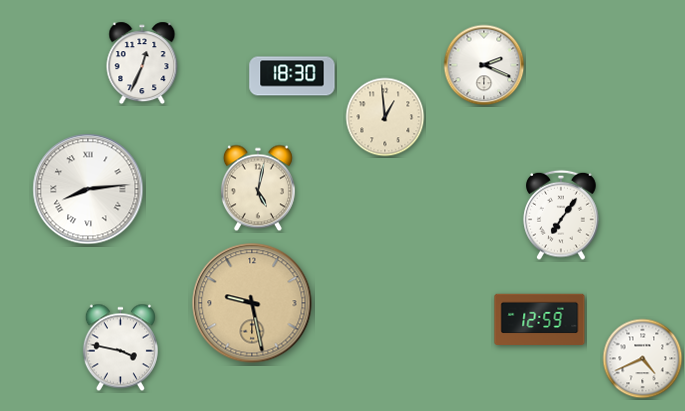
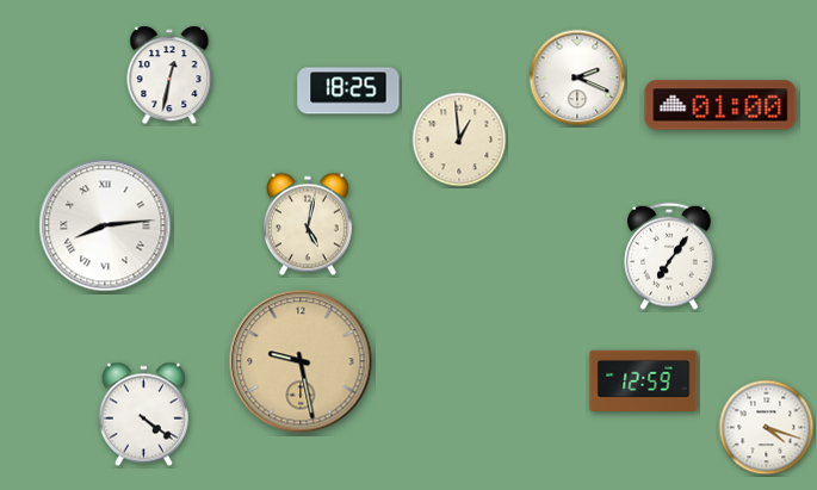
clock at (142, 63): 12:34 -> 12:32
clock at (292, 76): 18:30 -> 18:25
clock at (720, 105): none -> 01:00
clock at (120, 348): 3:47 -> 4:21
clock at (643, 359): 4:41 -> 4:18
